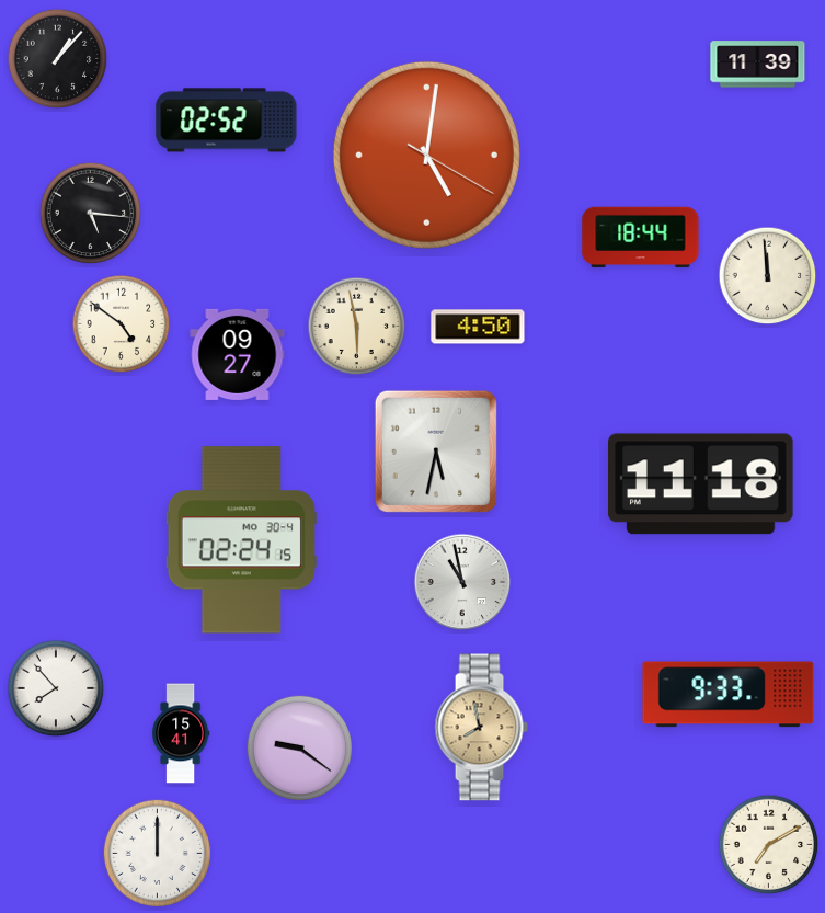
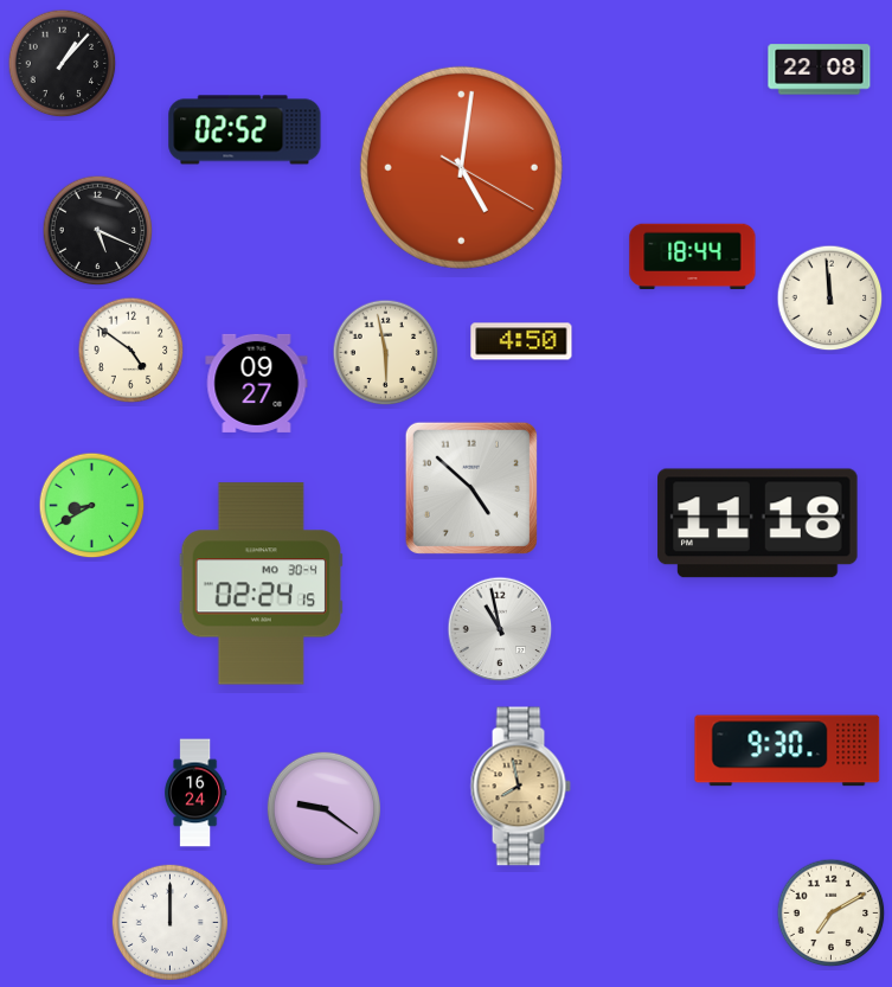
clock at (758, 65): 11:39 -> 22:08
clock at (91, 214): 5:16 -> 5:19
clock at (478, 327) position: (478, 327) -> (521, 341)
clock at (436, 452): 5:32 -> 4:52
clock at (92, 506): none -> 8:40
clock at (56, 688): 7:53 -> none
clock at (729, 695): 9:33 -> 9:30
clock at (182, 733): 15:41 -> 16:24
